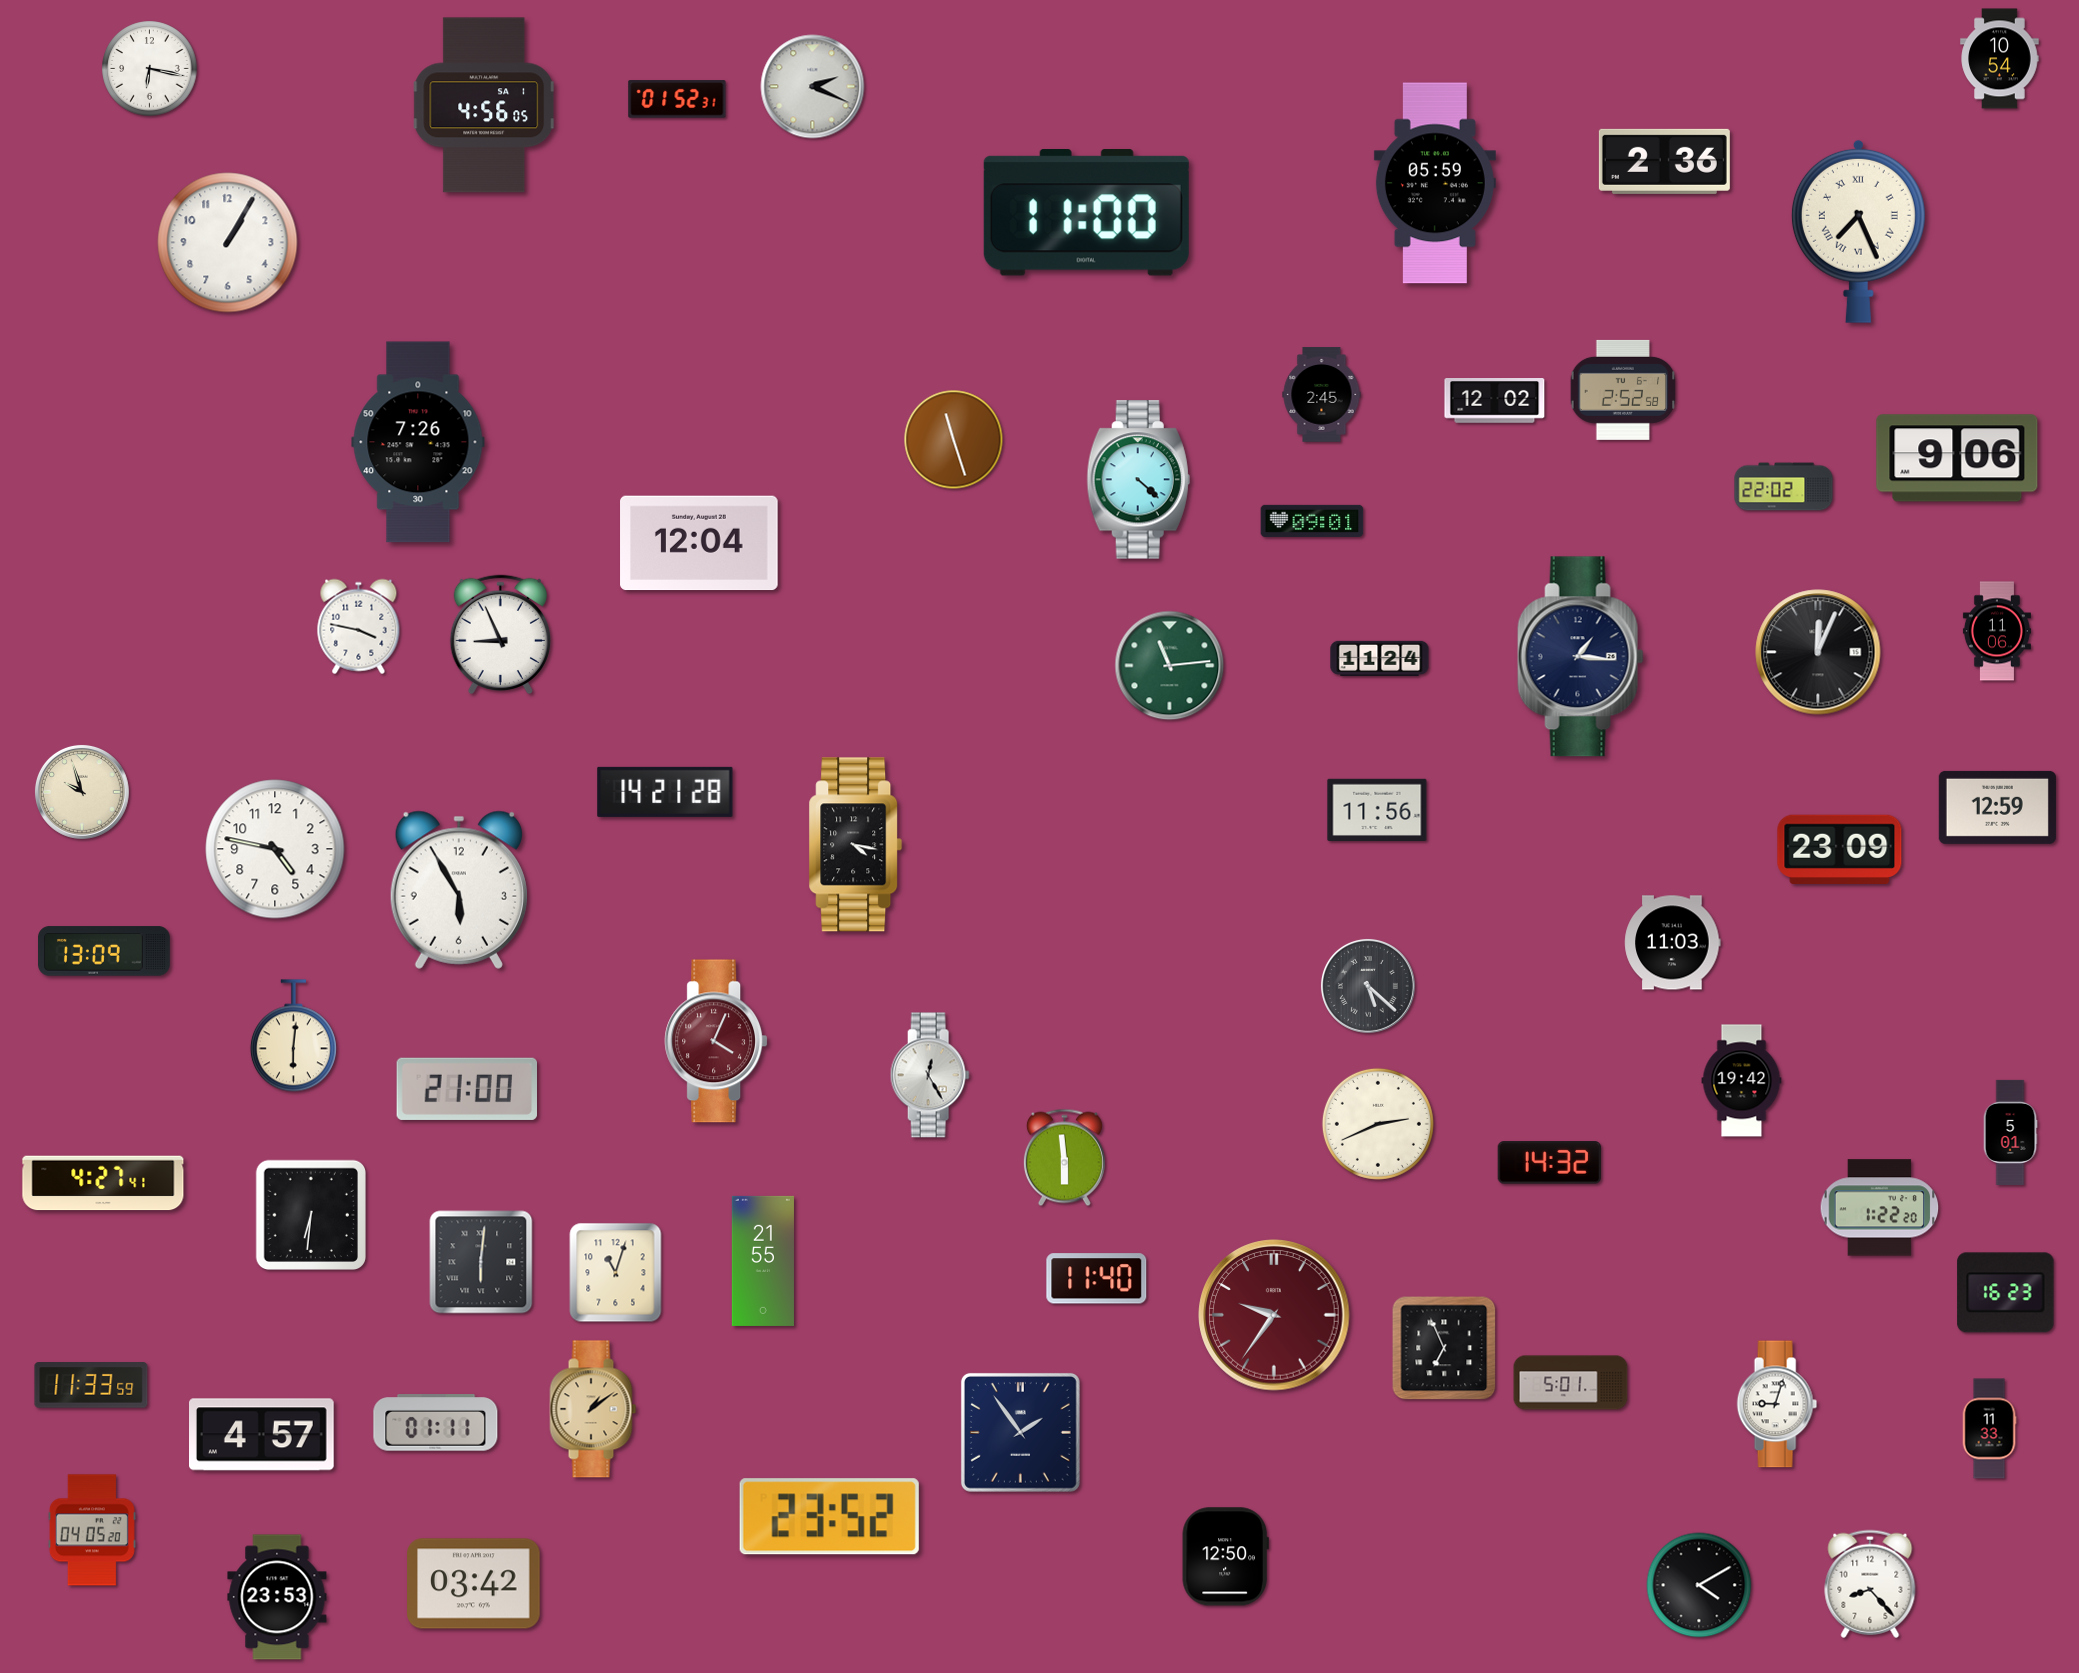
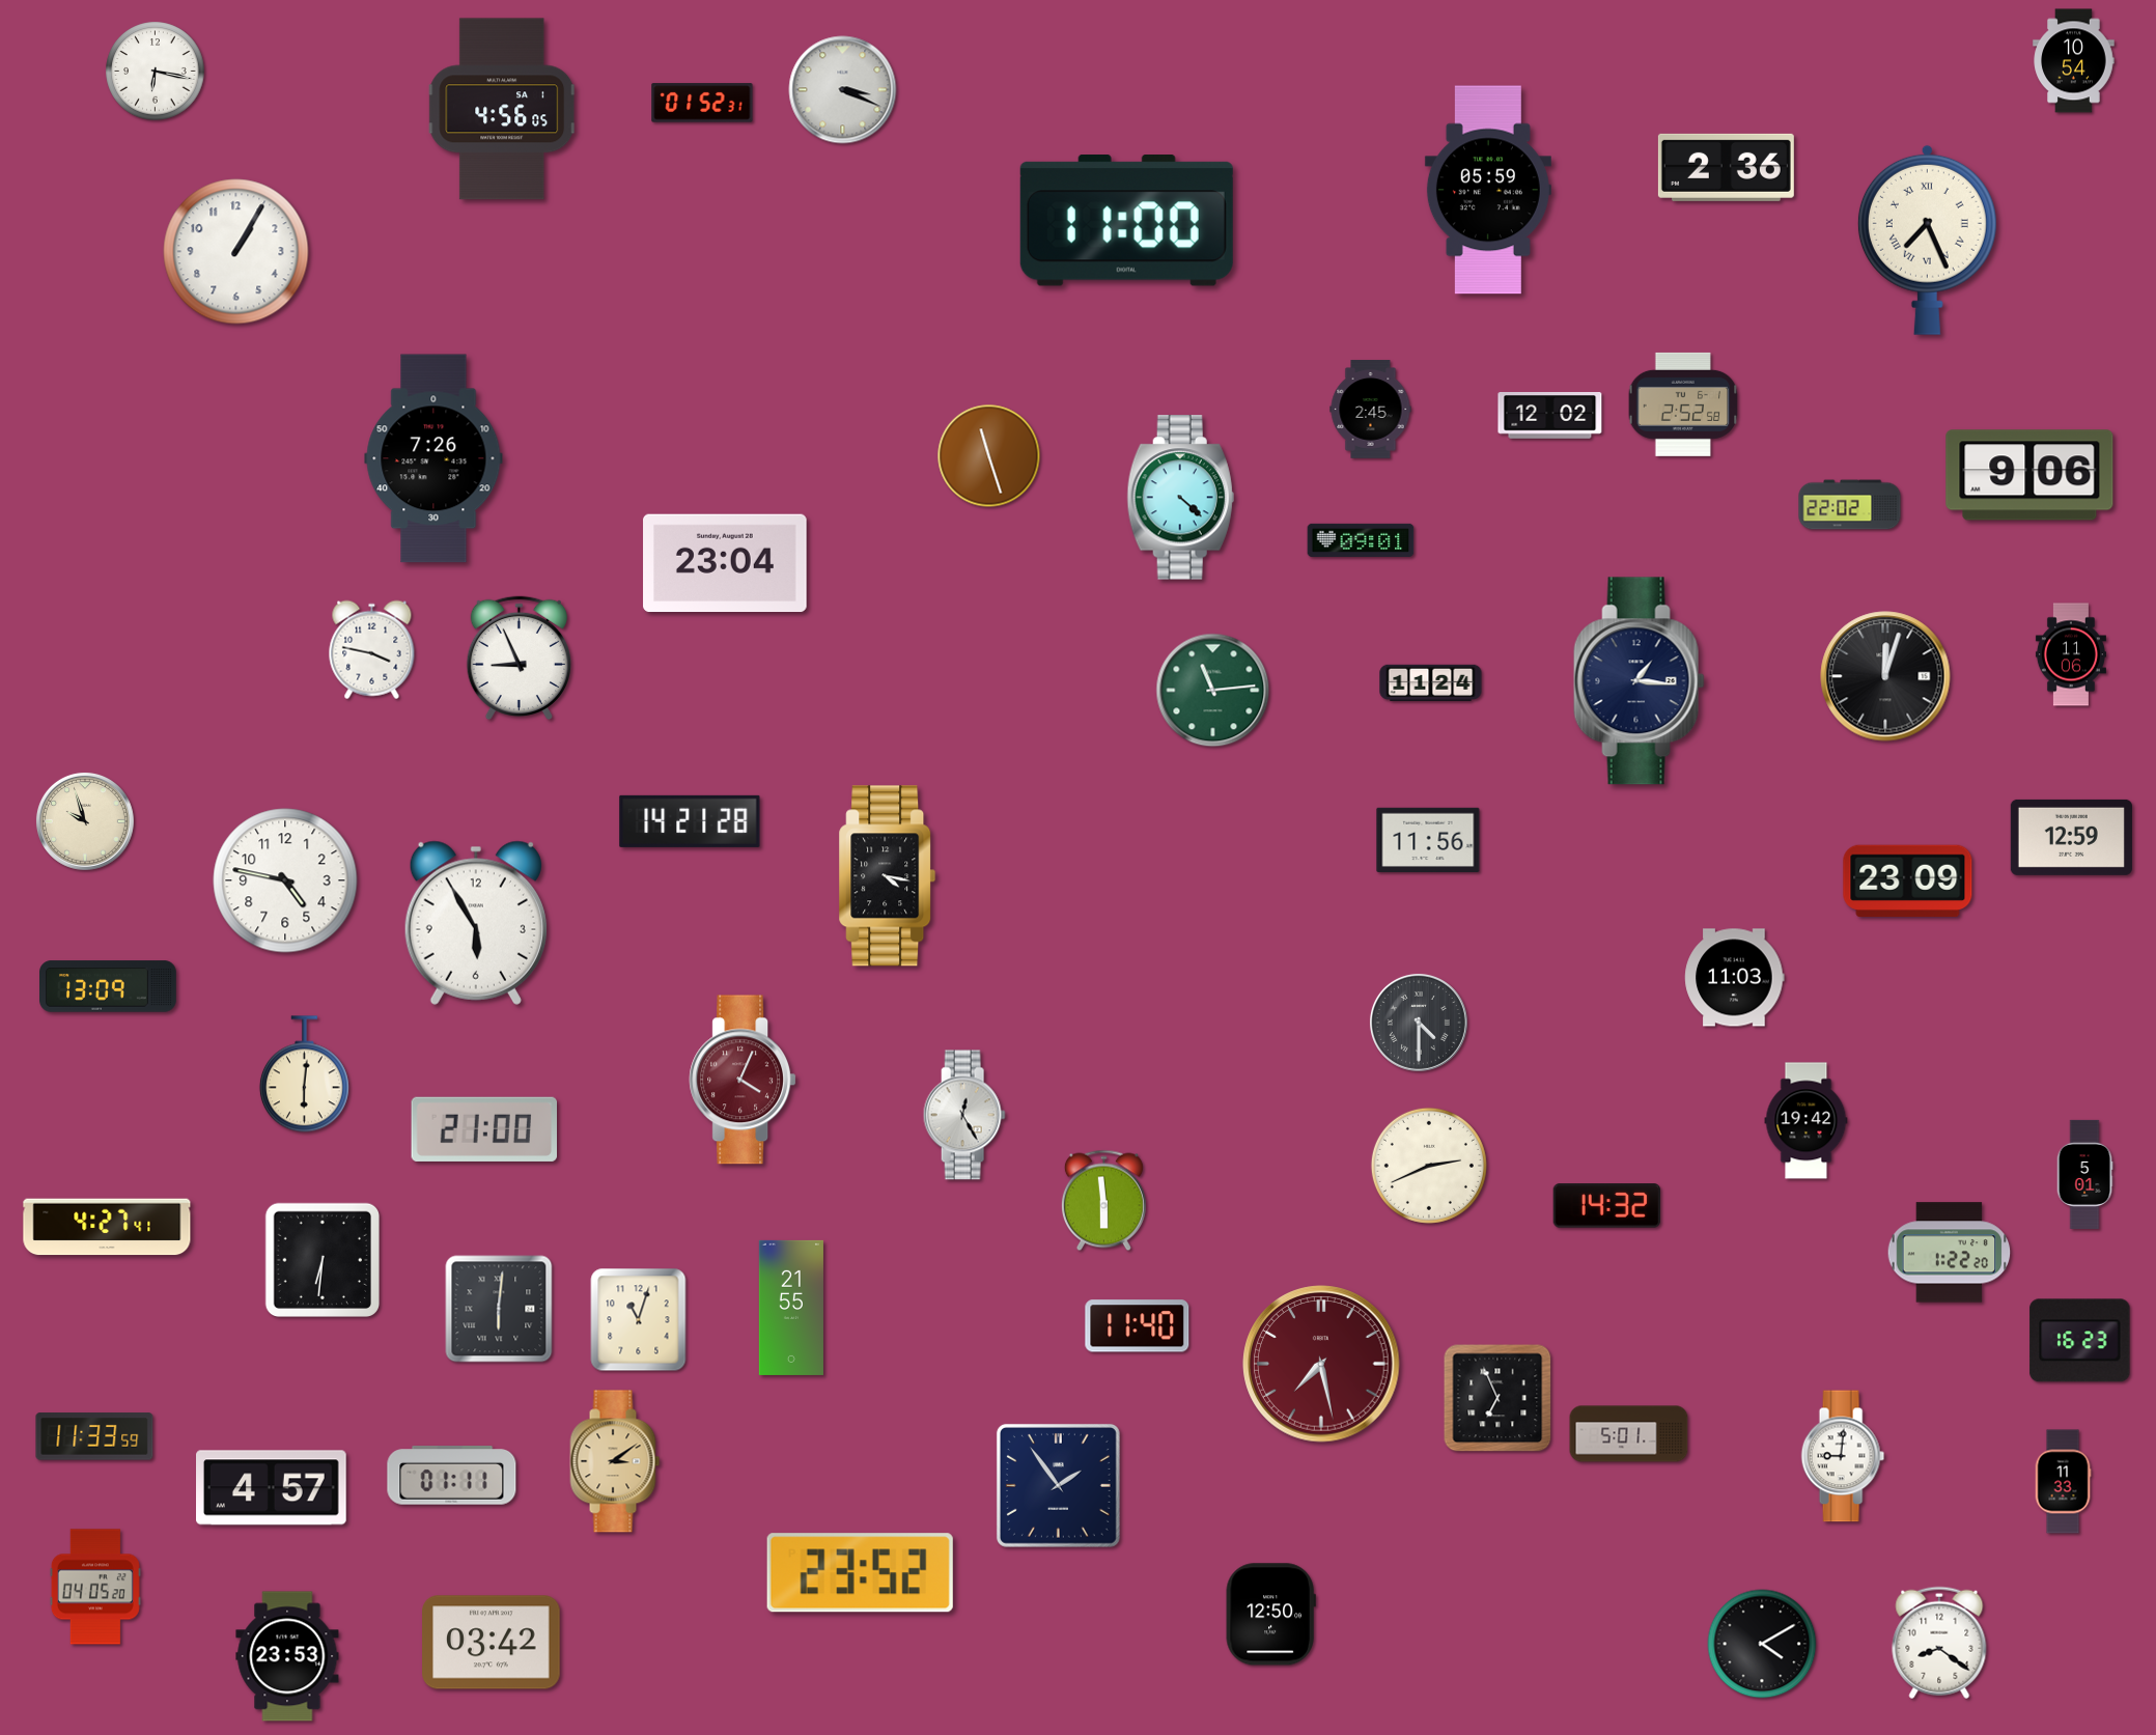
clock at (813, 87): 2:19 -> 3:19
clock at (699, 543): 12:04 -> 23:04
clock at (1818, 652): 12:04 -> 12:03
clock at (1368, 986): 5:22 -> 4:30
clock at (1274, 1315): 9:36 -> 7:28
clock at (1777, 1404): 9:03 -> 9:01
clock at (593, 1409): 1:09 -> 3:09
clock at (1870, 1584): 8:23 -> 8:21
